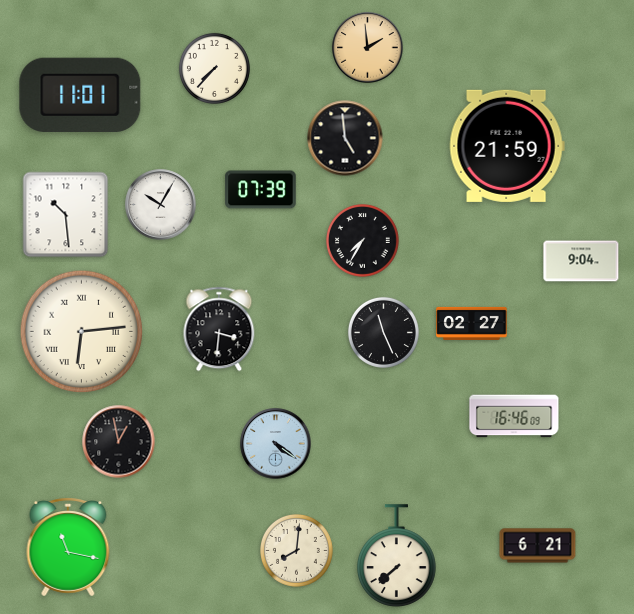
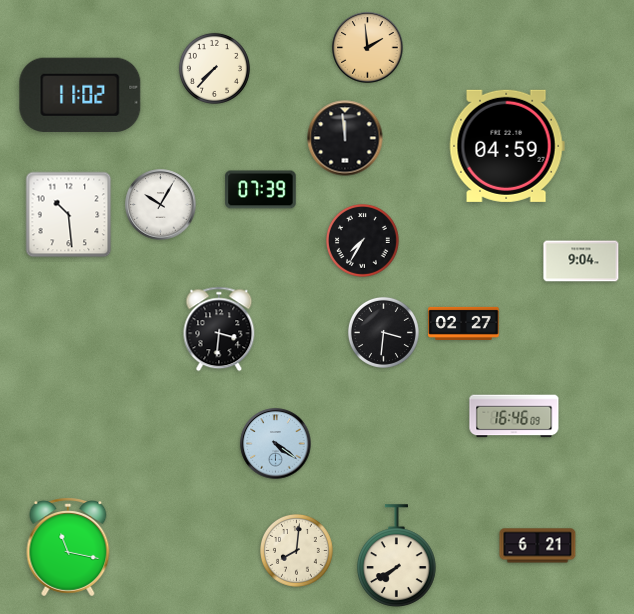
clock at (80, 95): 11:01 -> 11:02
clock at (345, 138): 4:59 -> 11:59
clock at (507, 146): 21:59 -> 04:59
clock at (66, 215) position: (66, 215) -> (69, 215)
clock at (472, 323) position: (472, 323) -> (464, 323)
clock at (82, 332): 6:14 -> none
clock at (383, 332): 11:26 -> 3:31
clock at (119, 442): 12:58 -> none
clock at (397, 556): 7:38 -> 7:40
